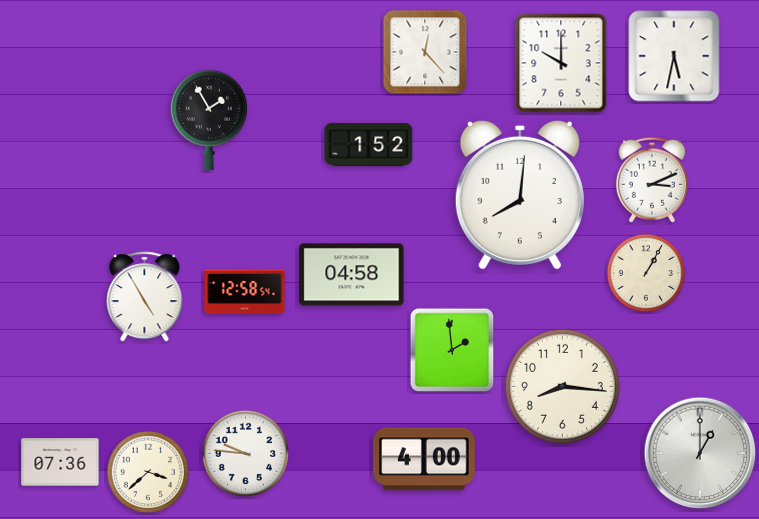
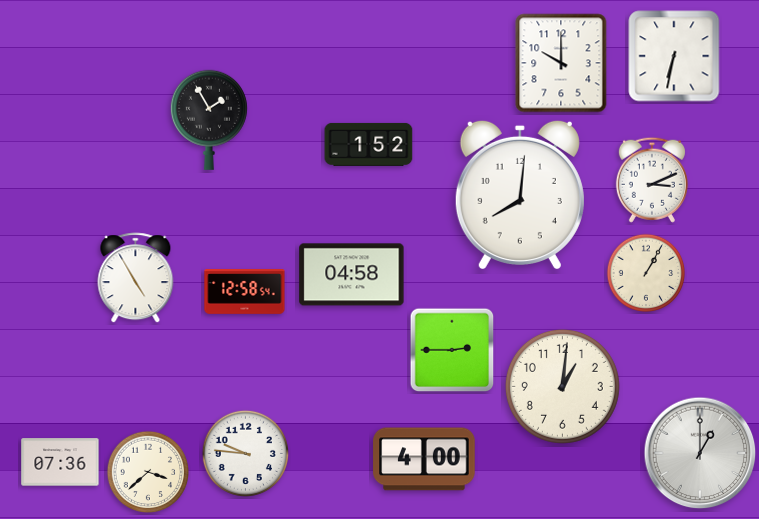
clock at (425, 52): 12:23 -> none
clock at (674, 56): 5:32 -> 6:32
clock at (145, 297) position: (145, 297) -> (136, 278)
clock at (452, 350): 1:59 -> 2:45
clock at (562, 386): 8:16 -> 1:01
